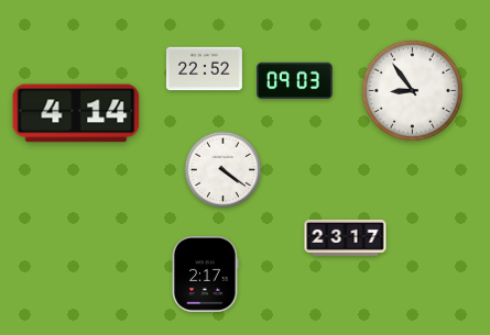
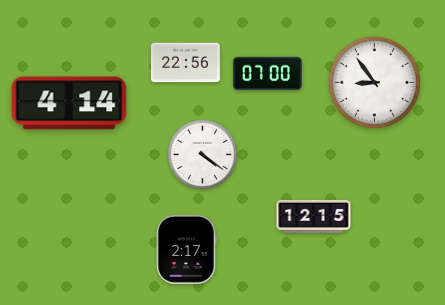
clock at (204, 69): 22:52 -> 22:56
clock at (294, 81): 09:03 -> 07:00
clock at (346, 237): 23:17 -> 12:15
